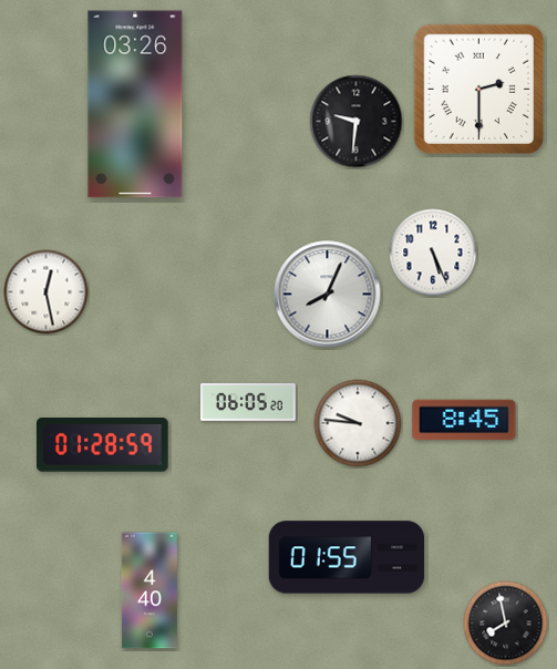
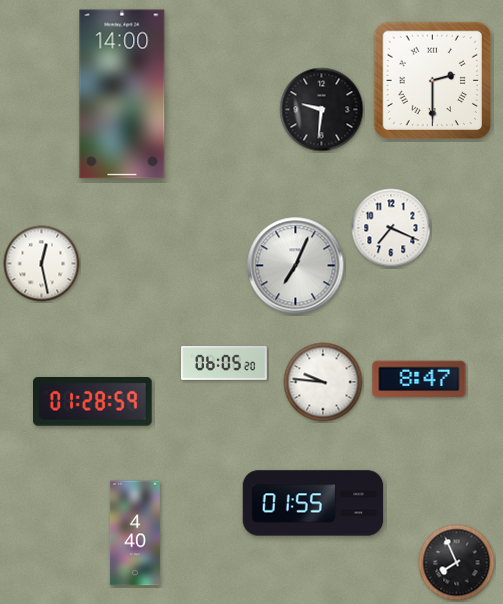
clock at (135, 104): 03:26 -> 14:00
clock at (433, 253): 5:26 -> 7:19
clock at (328, 295): 8:04 -> 7:04
clock at (464, 420): 8:45 -> 8:47
clock at (506, 624): 7:58 -> 7:56
